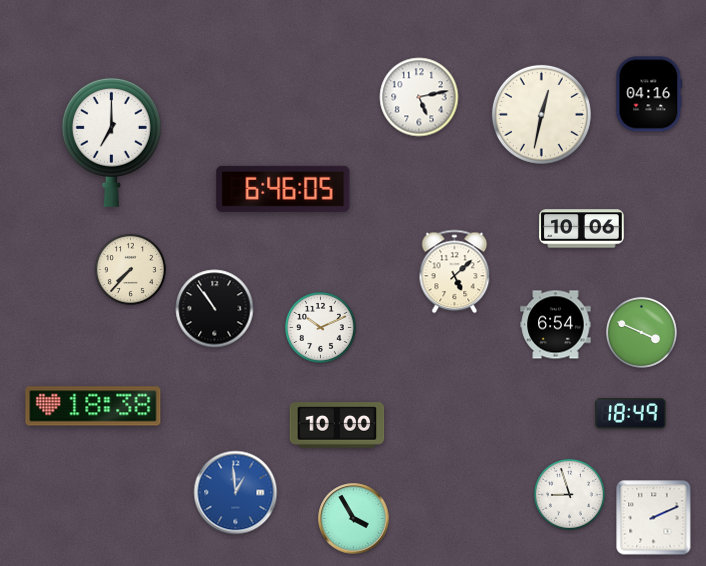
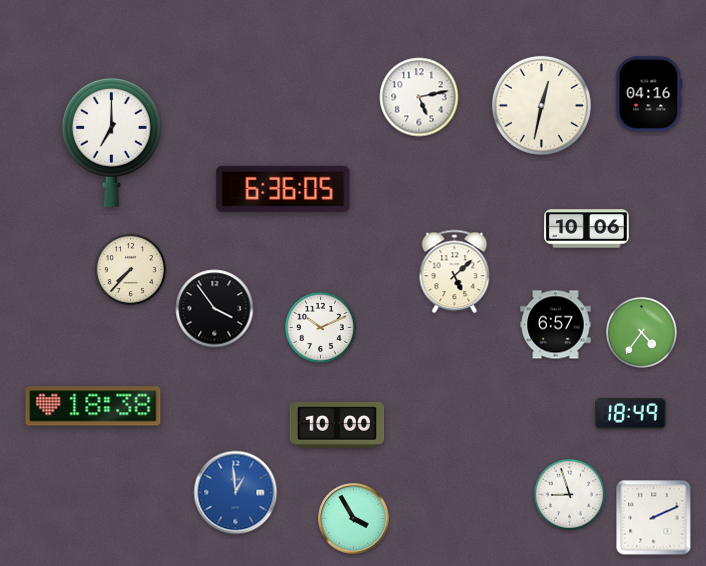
clock at (541, 114) position: (541, 114) -> (541, 105)
clock at (283, 189): 6:46 -> 6:36
clock at (582, 229) position: (582, 229) -> (587, 229)
clock at (215, 309): 10:54 -> 3:54
clock at (556, 325): 6:54 -> 6:57
clock at (641, 332): 3:49 -> 4:36
